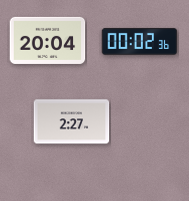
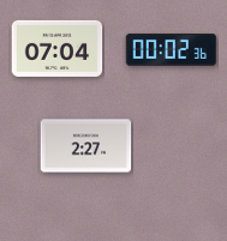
clock at (48, 40): 20:04 -> 07:04
clock at (140, 41) position: (140, 41) -> (172, 49)
